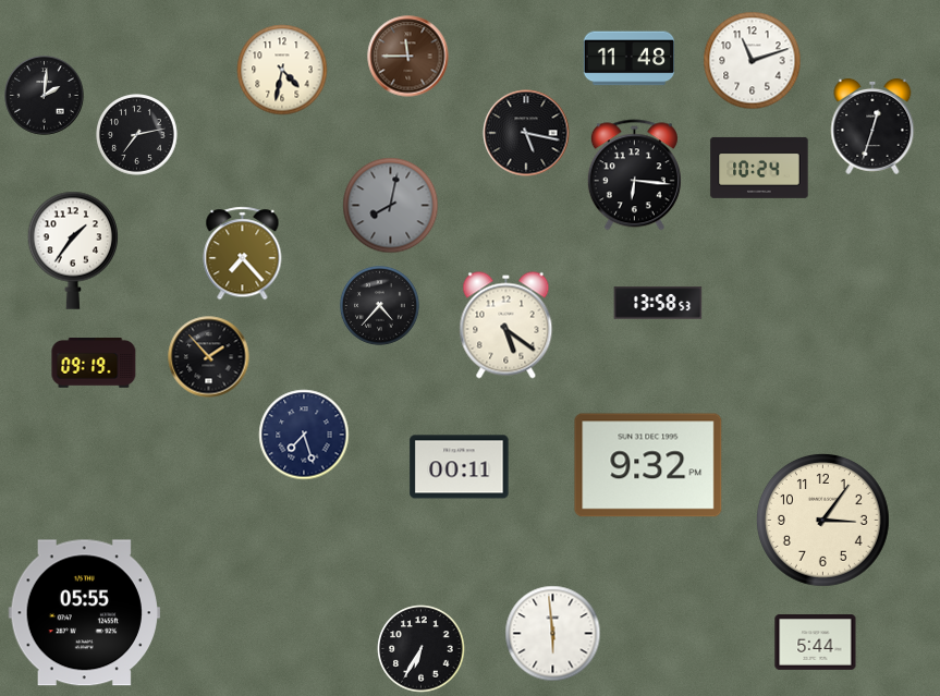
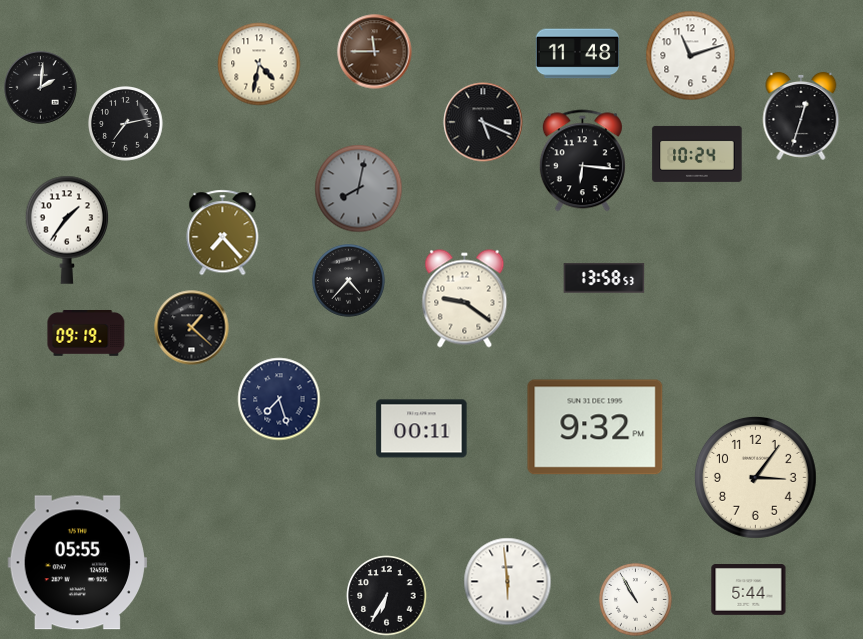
clock at (526, 133): 5:17 -> 5:19
clock at (506, 326): 5:21 -> 9:21
clock at (209, 357): 1:53 -> 1:22
clock at (635, 599): none -> 10:55
